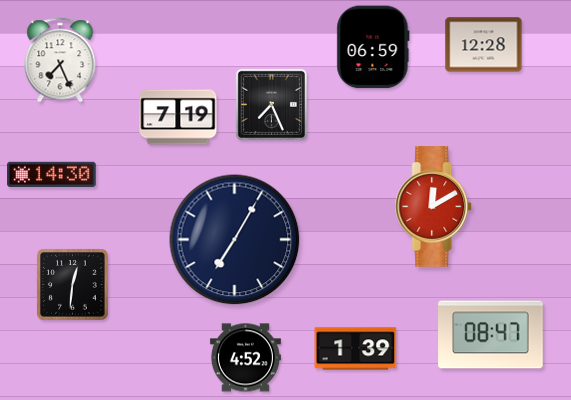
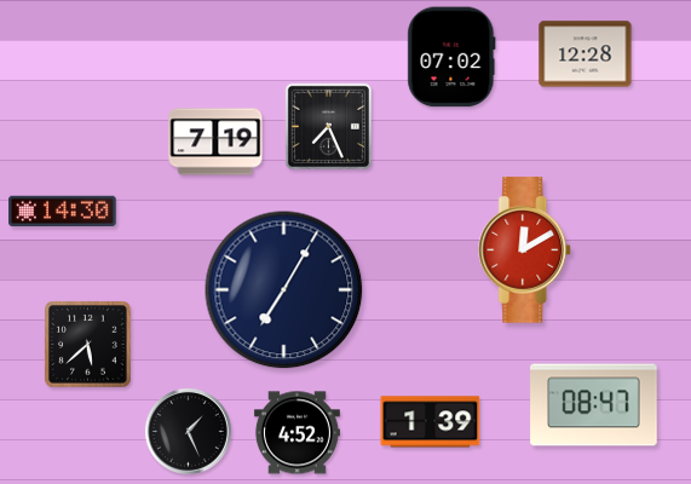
clock at (373, 47): 06:59 -> 07:02
clock at (60, 60): 7:26 -> none
clock at (73, 285): 12:31 -> 5:38
clock at (188, 431): none -> 1:26
